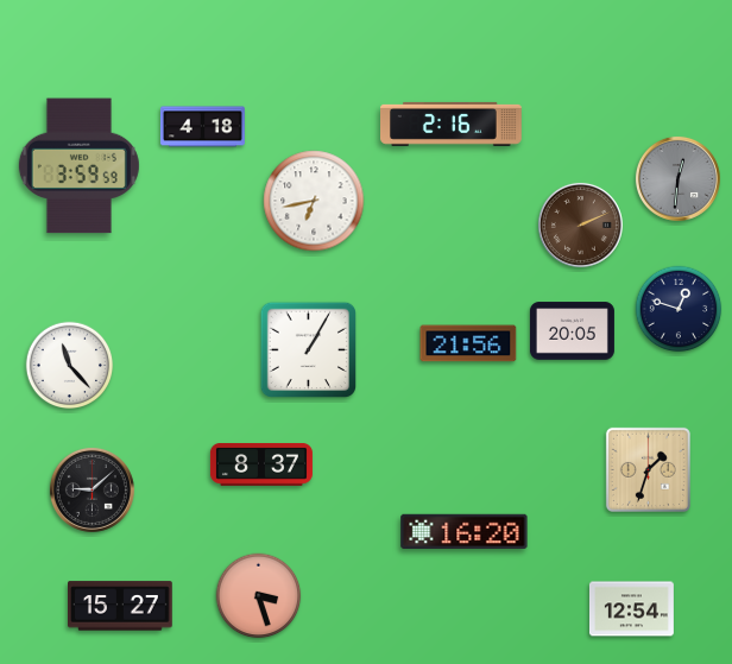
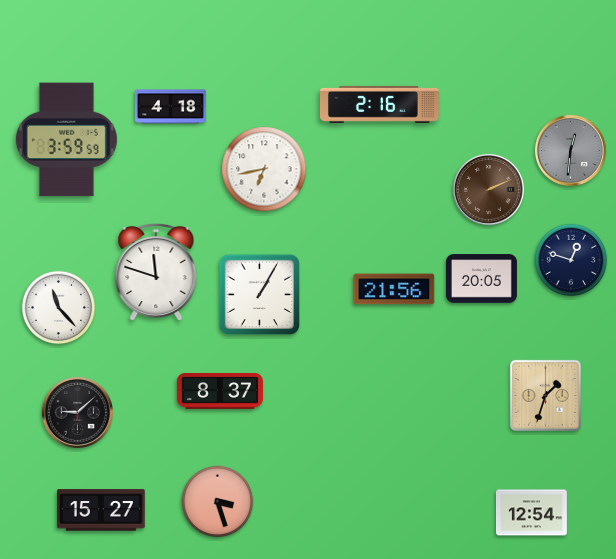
clock at (156, 271): none -> 11:48
clock at (465, 532): 16:20 -> none
